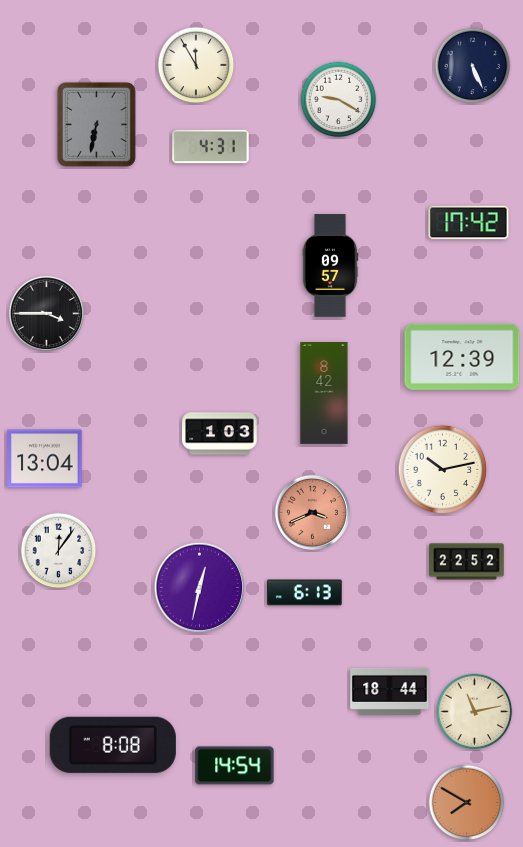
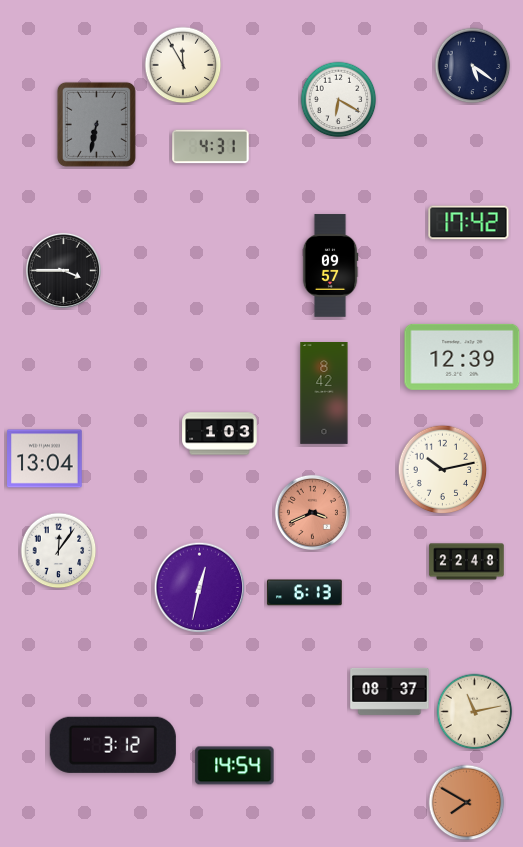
clock at (196, 65) position: (196, 65) -> (183, 65)
clock at (473, 66): 5:26 -> 5:21
clock at (339, 100): 9:20 -> 6:20
clock at (46, 313) position: (46, 313) -> (63, 270)
clock at (467, 562): 22:52 -> 22:48
clock at (390, 691): 18:44 -> 08:37
clock at (113, 745): 8:08 -> 3:12
